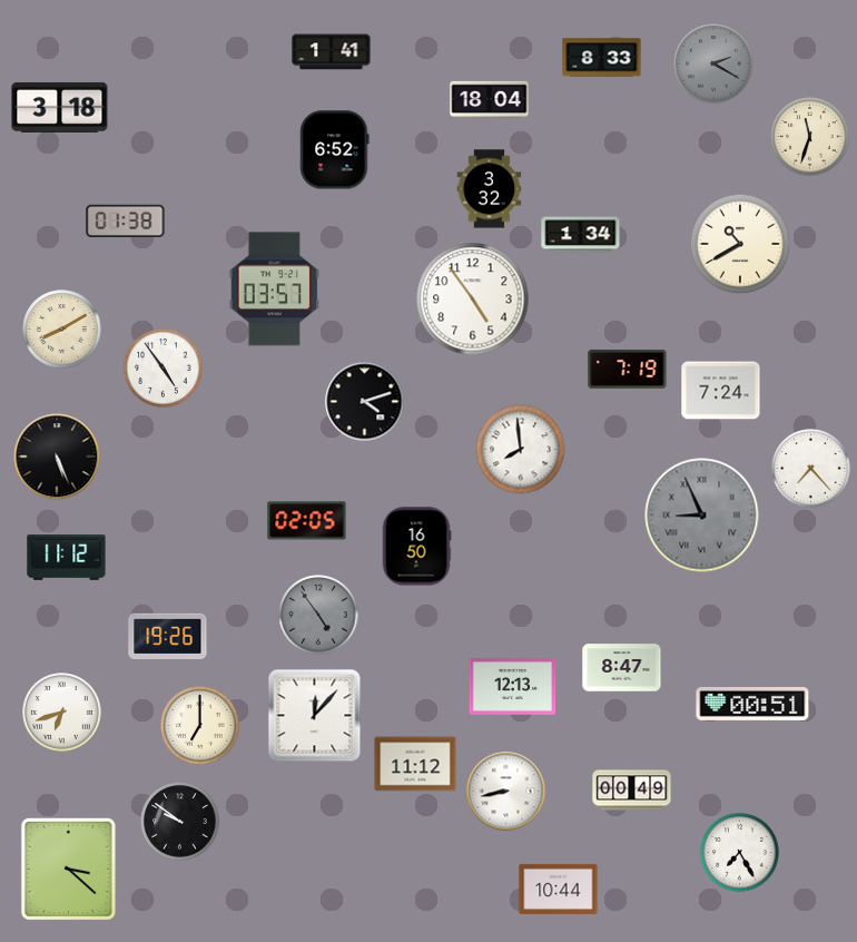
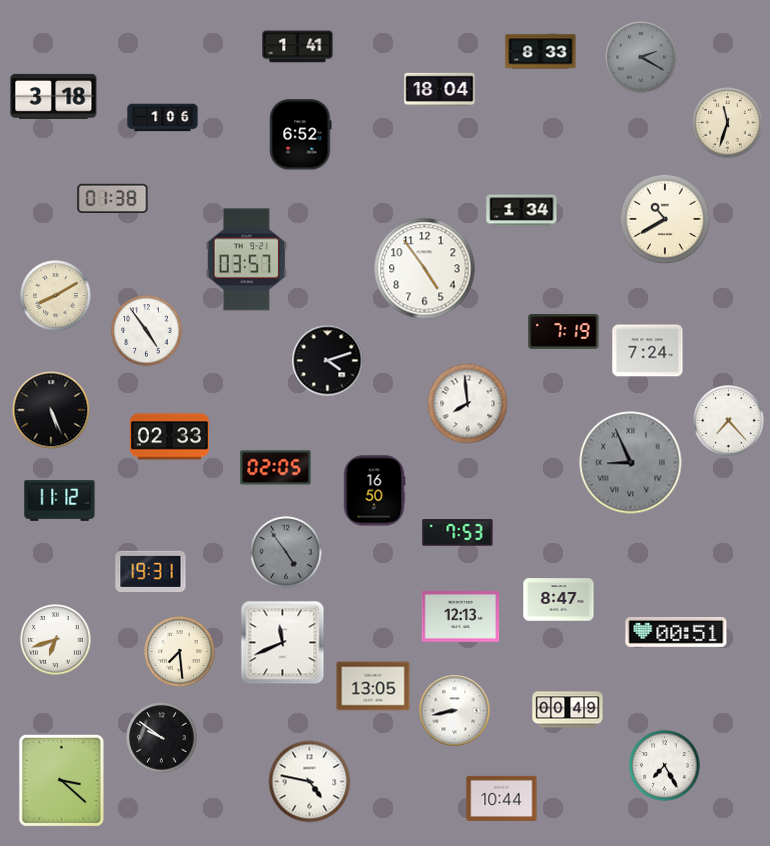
clock at (163, 118): none -> 1:06
clock at (490, 189): 3:32 -> none
clock at (169, 437): none -> 02:33
clock at (458, 533): none -> 7:53
clock at (168, 636): 19:26 -> 19:31
clock at (315, 716): 12:07 -> 11:41
clock at (200, 726): 7:00 -> 7:29
clock at (415, 764): 11:12 -> 13:05
clock at (310, 782): none -> 4:47
